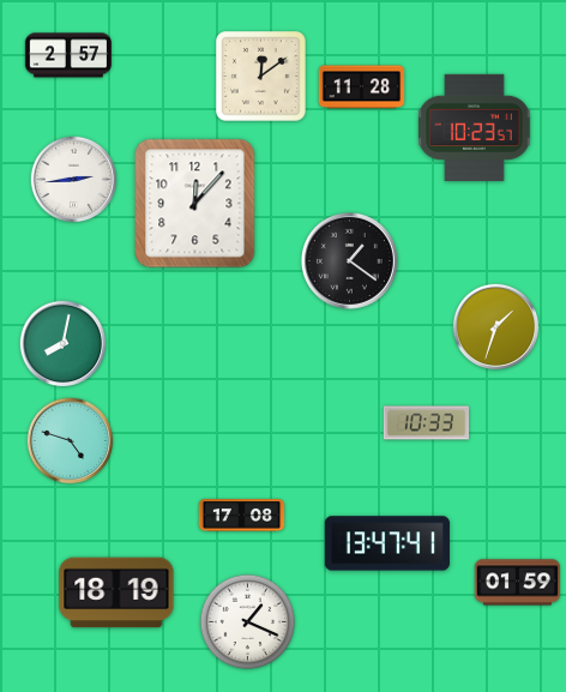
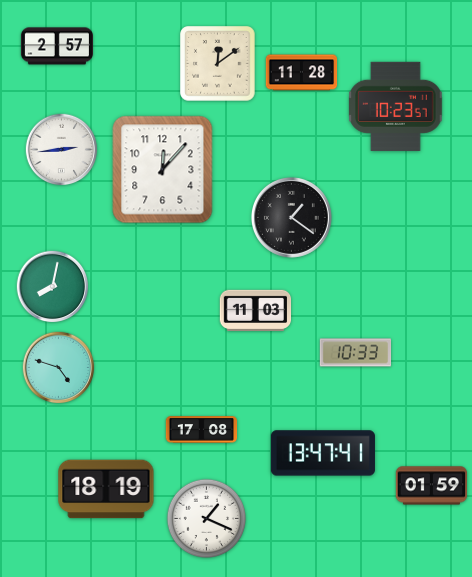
clock at (496, 327): 1:33 -> none
clock at (256, 310): none -> 11:03
clock at (116, 592) position: (116, 592) -> (106, 489)
